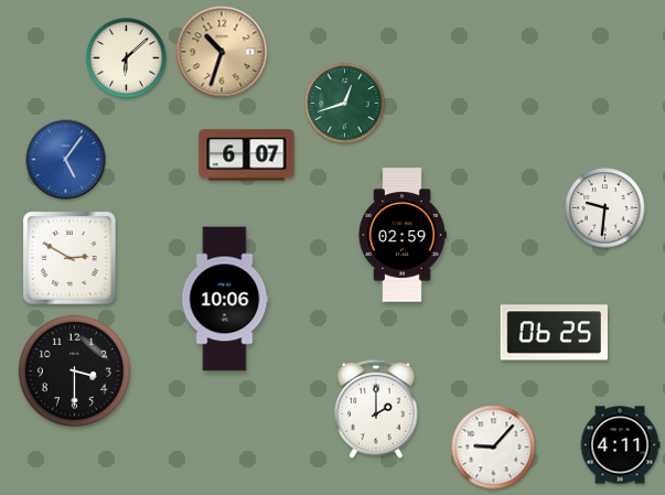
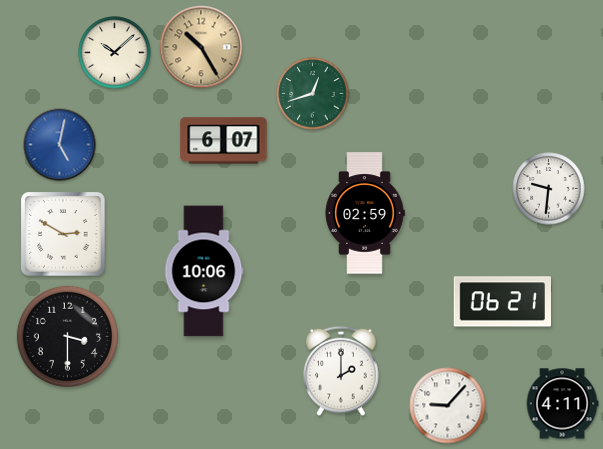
clock at (222, 52): 10:33 -> 10:25
clock at (127, 58): 6:08 -> 10:08
clock at (66, 160): 5:06 -> 5:02
clock at (554, 333): 06:25 -> 06:21
